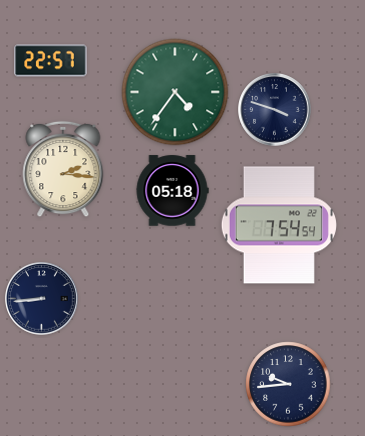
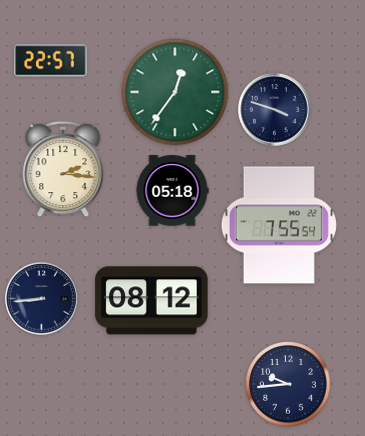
clock at (175, 92): 4:36 -> 12:36
clock at (279, 225): 7:54 -> 7:55
clock at (152, 301): none -> 08:12
